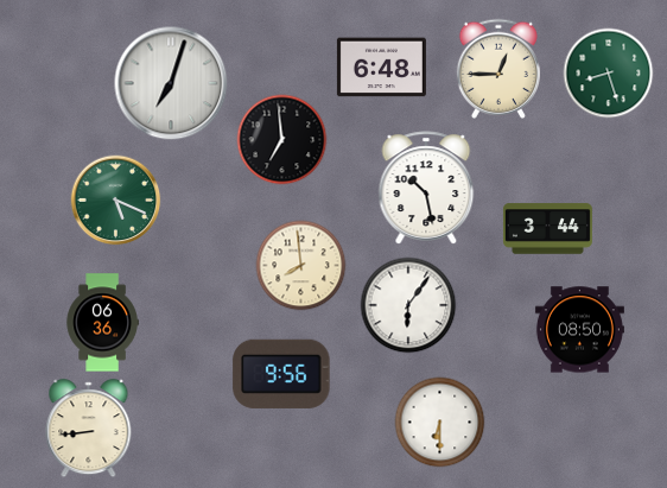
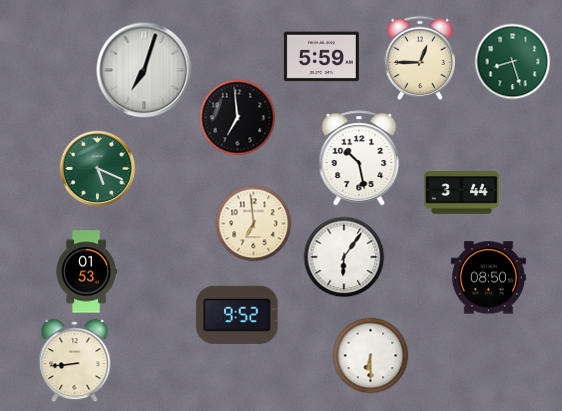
clock at (381, 68): 6:48 -> 5:59
clock at (301, 266): 7:59 -> 6:59
clock at (102, 323): 06:36 -> 01:53
clock at (281, 374): 9:56 -> 9:52
